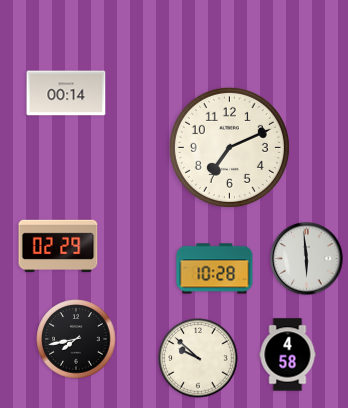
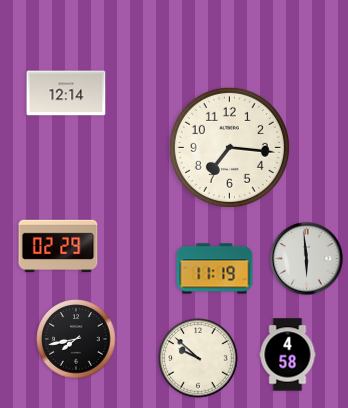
clock at (66, 93): 00:14 -> 12:14
clock at (229, 147): 7:11 -> 7:16
clock at (215, 269): 10:28 -> 11:19
